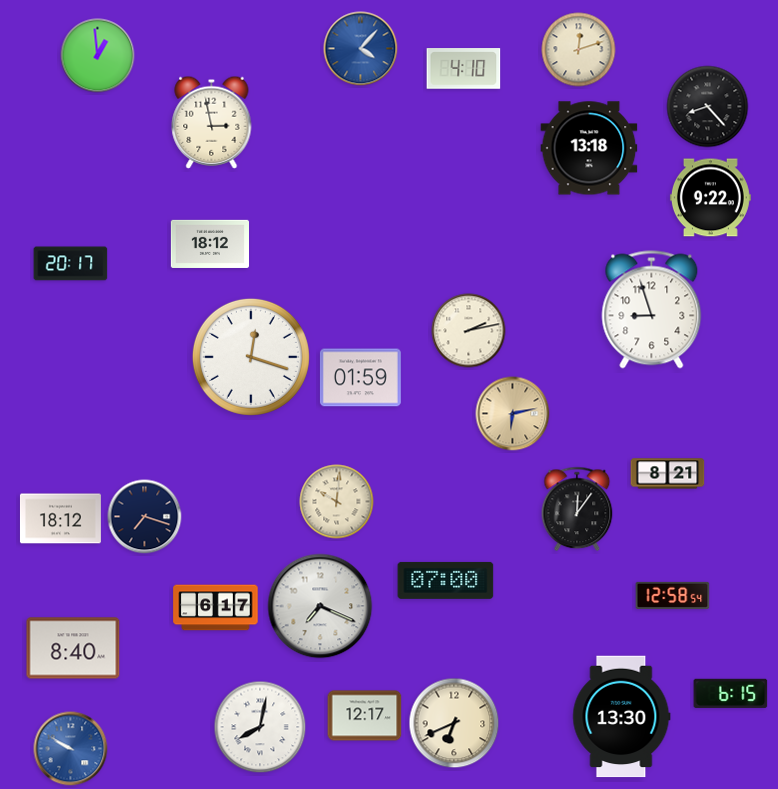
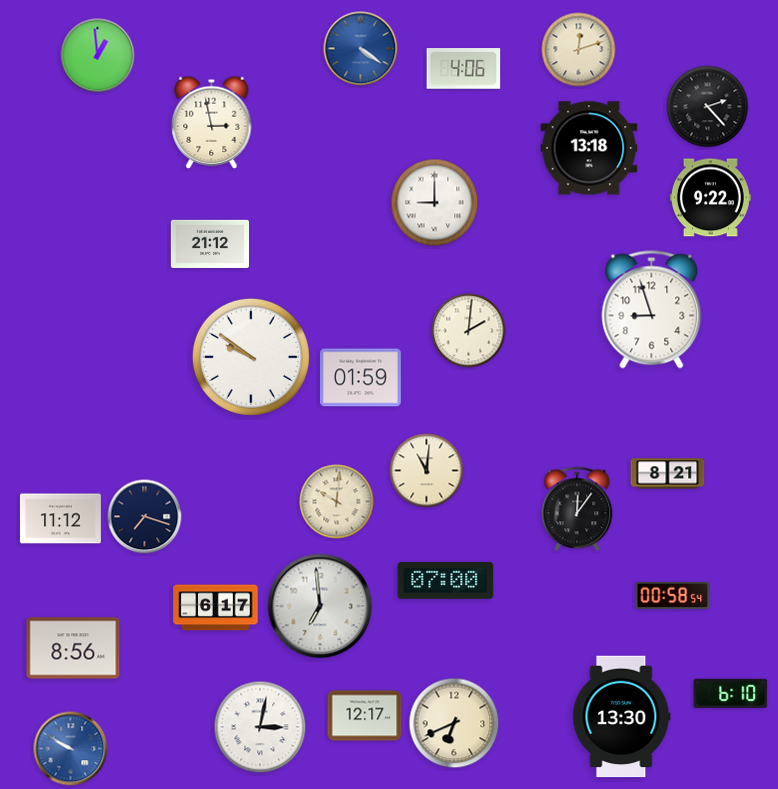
clock at (361, 49): 4:07 -> 4:21
clock at (464, 69): 4:10 -> 4:06
clock at (708, 107): 8:23 -> 2:23
clock at (435, 203): none -> 9:00
clock at (209, 244): 18:12 -> 21:12
clock at (71, 264): 20:17 -> none
clock at (469, 331): 2:13 -> 2:01
clock at (251, 357): 12:18 -> 9:51
clock at (513, 414): 6:13 -> none
clock at (427, 471): none -> 11:01
clock at (60, 519): 18:12 -> 11:12
clock at (673, 595): 12:58 -> 00:58
clock at (320, 606): 7:19 -> 6:59
clock at (73, 648): 8:40 -> 8:56
clock at (731, 693): 6:15 -> 6:10
clock at (260, 727): 8:02 -> 3:02
